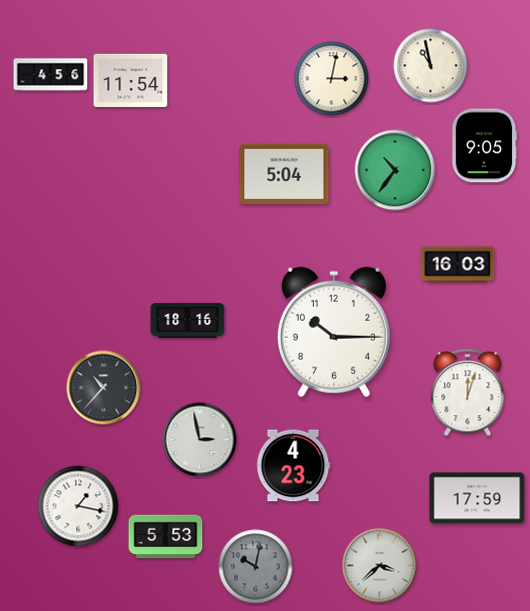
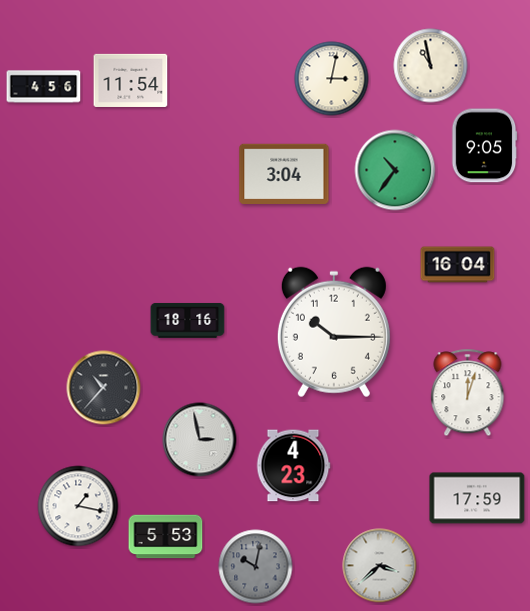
clock at (51, 75) position: (51, 75) -> (44, 87)
clock at (284, 173): 5:04 -> 3:04
clock at (458, 265): 16:03 -> 16:04
